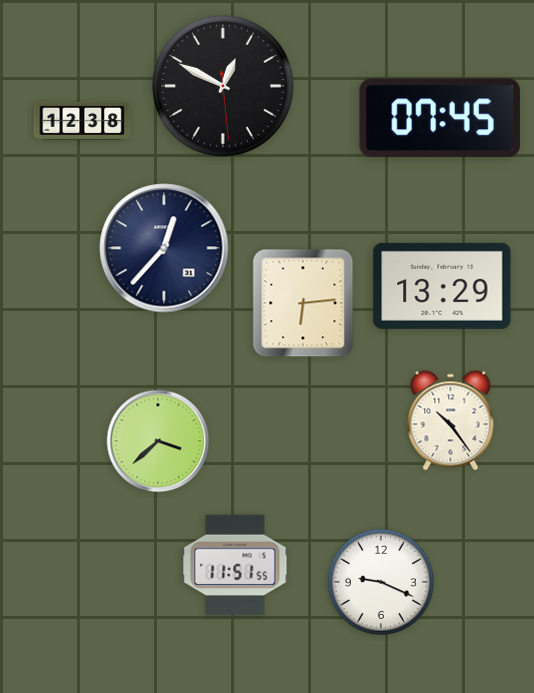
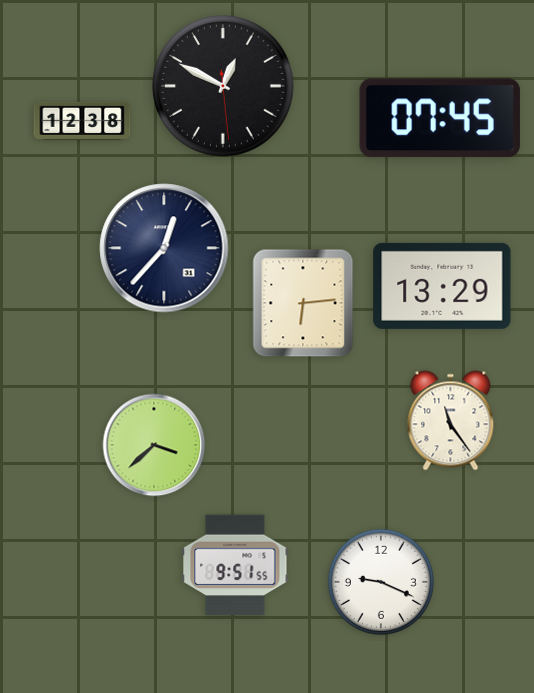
clock at (451, 421): 10:24 -> 11:24
clock at (158, 441) position: (158, 441) -> (154, 445)
clock at (235, 565): 11:51 -> 9:51
